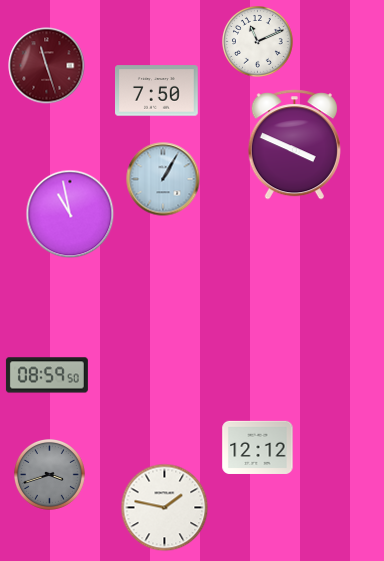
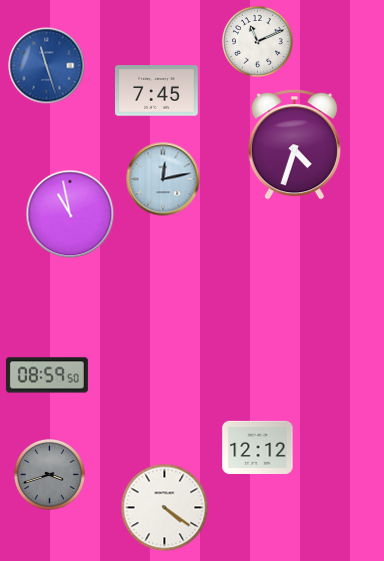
clock at (47, 66) dial: burgundy -> blue
clock at (157, 91): 7:50 -> 7:45
clock at (294, 145): 3:49 -> 4:33
clock at (163, 179): 1:05 -> 12:13
clock at (165, 508): 1:47 -> 4:21
